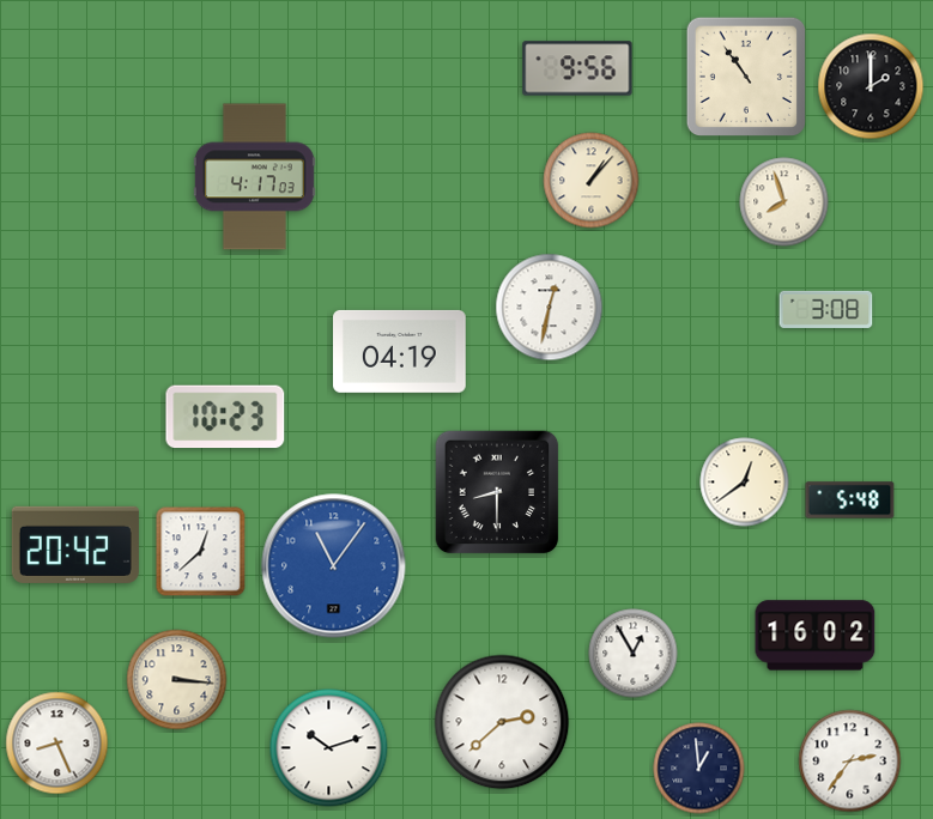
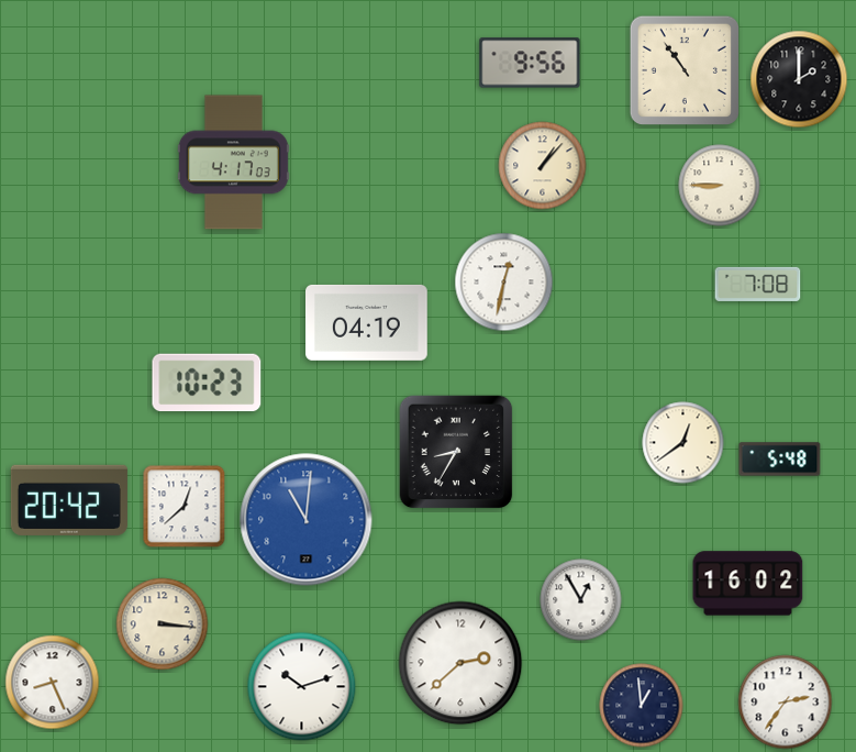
clock at (784, 202): 7:57 -> 8:45
clock at (826, 309): 3:08 -> 7:08
clock at (497, 492): 8:30 -> 8:35
clock at (334, 566): 11:06 -> 11:01
clock at (850, 762) position: (850, 762) -> (786, 703)
